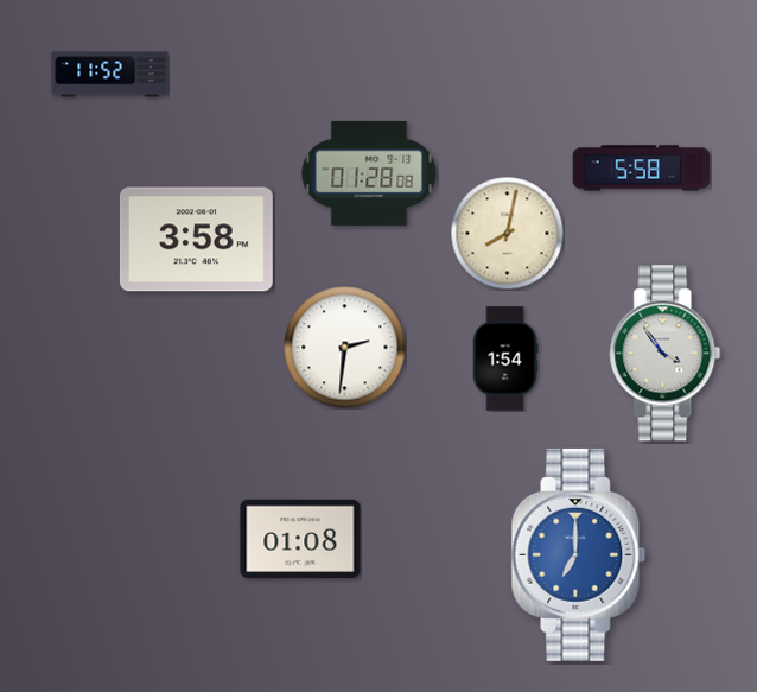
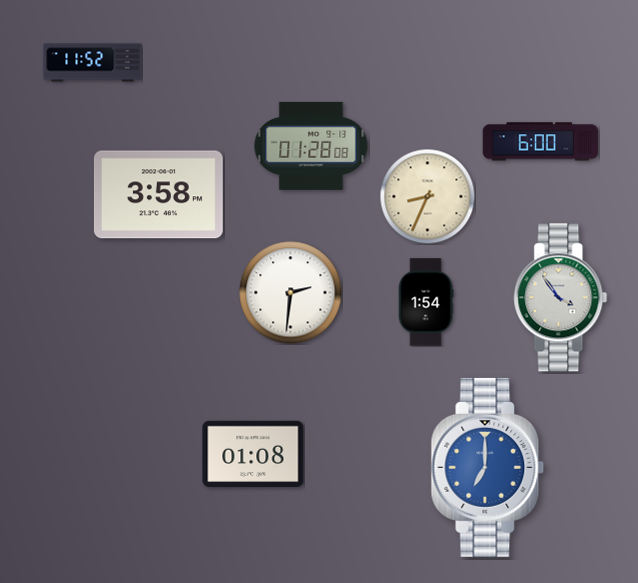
clock at (642, 169): 5:58 -> 6:00
clock at (507, 233): 8:02 -> 8:34
clock at (196, 240) position: (196, 240) -> (158, 195)
